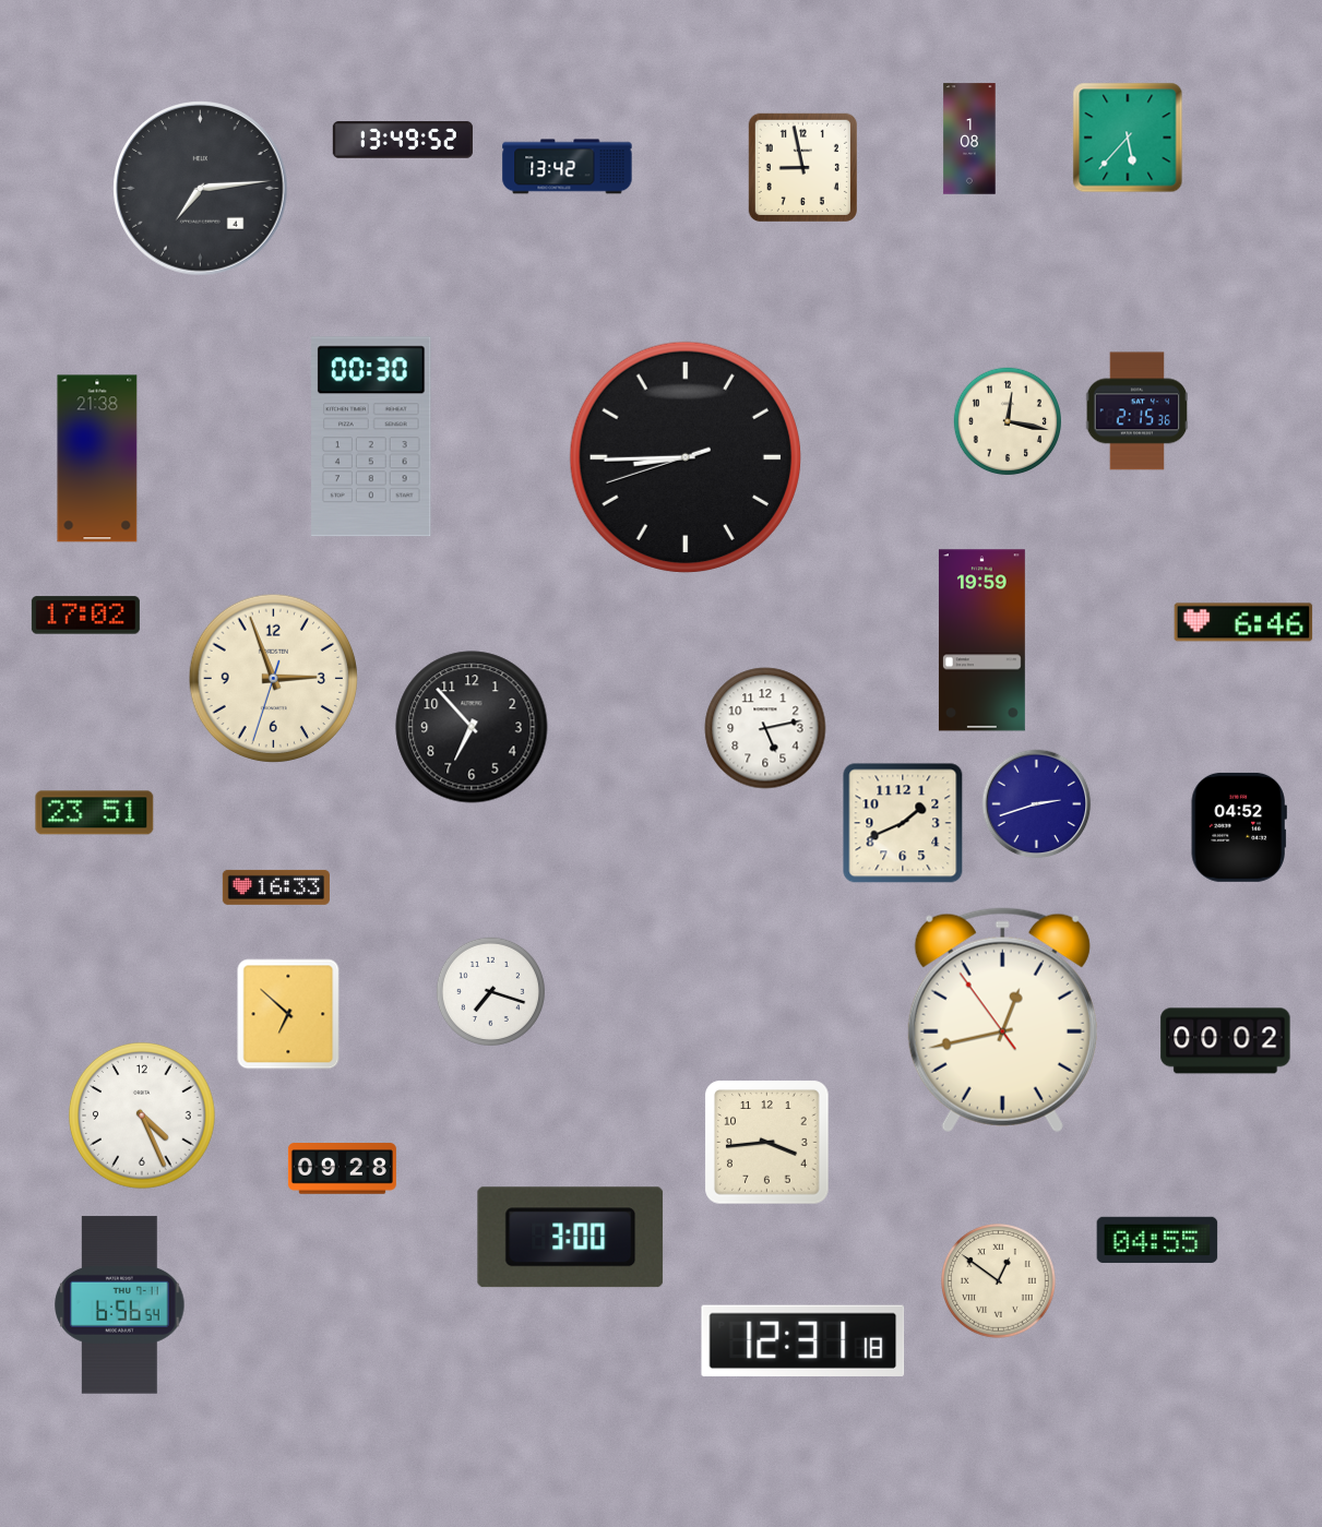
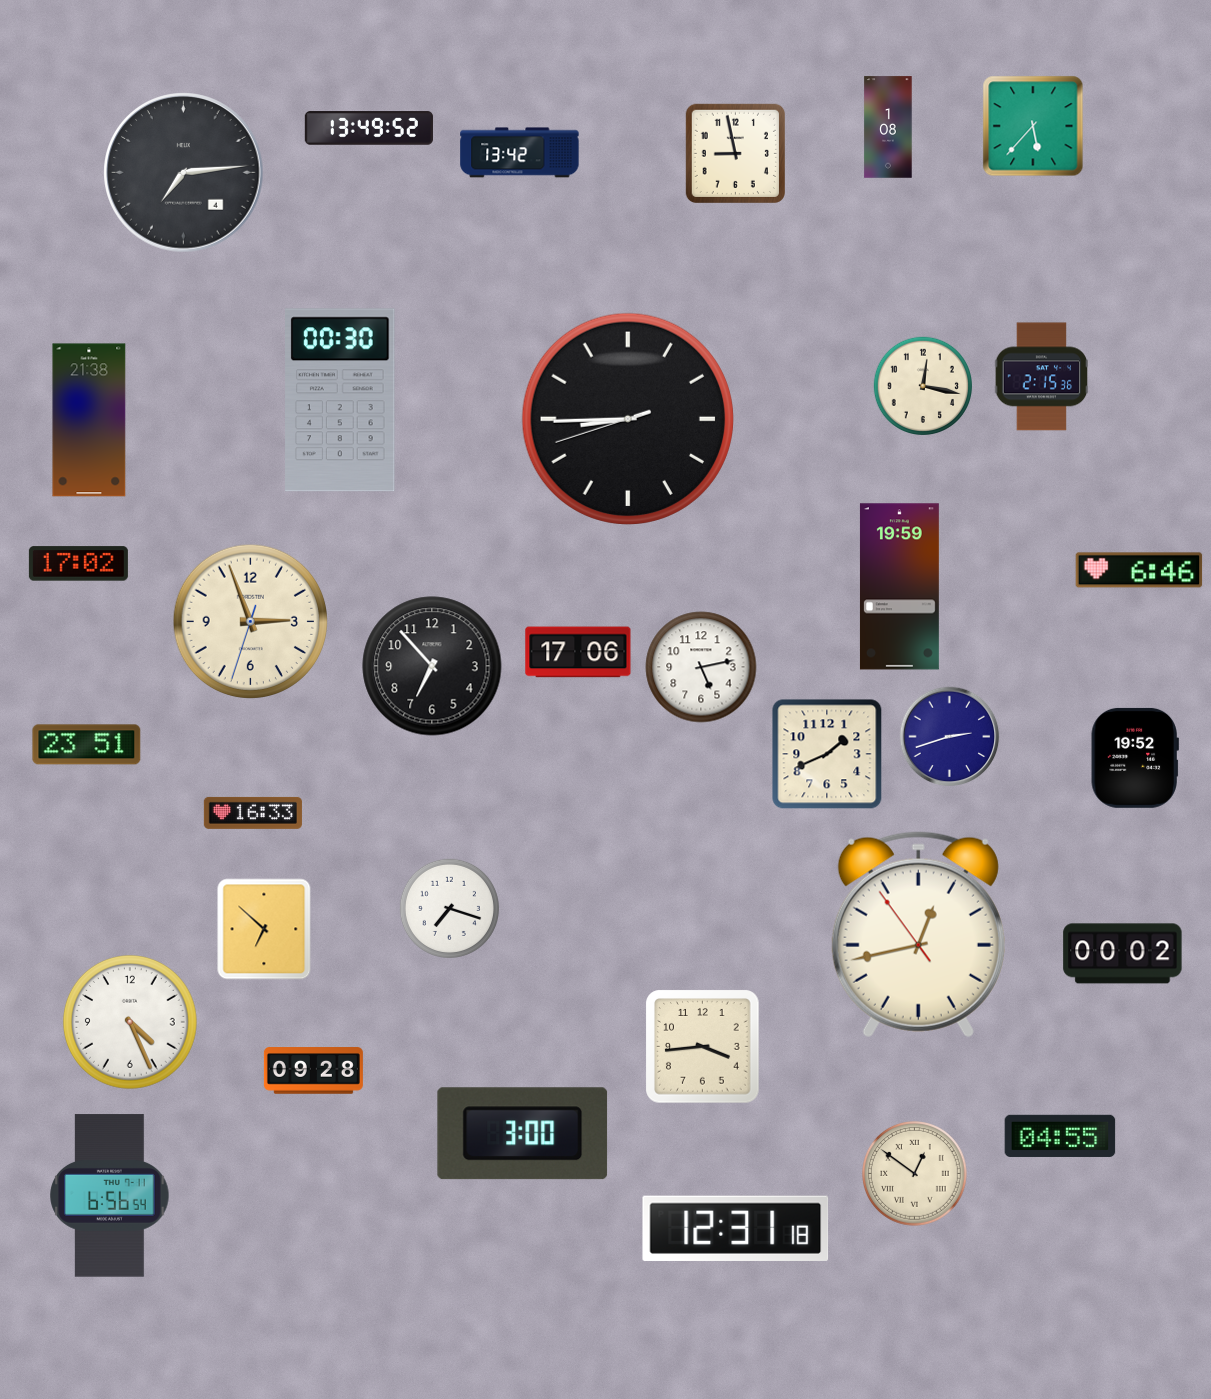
clock at (578, 652): none -> 17:06
clock at (1239, 827): 04:52 -> 19:52
